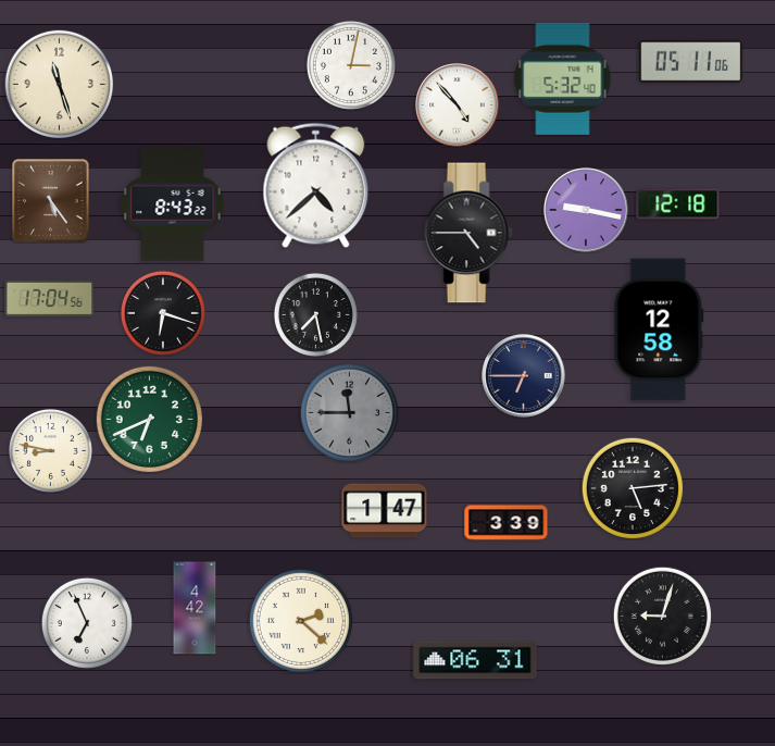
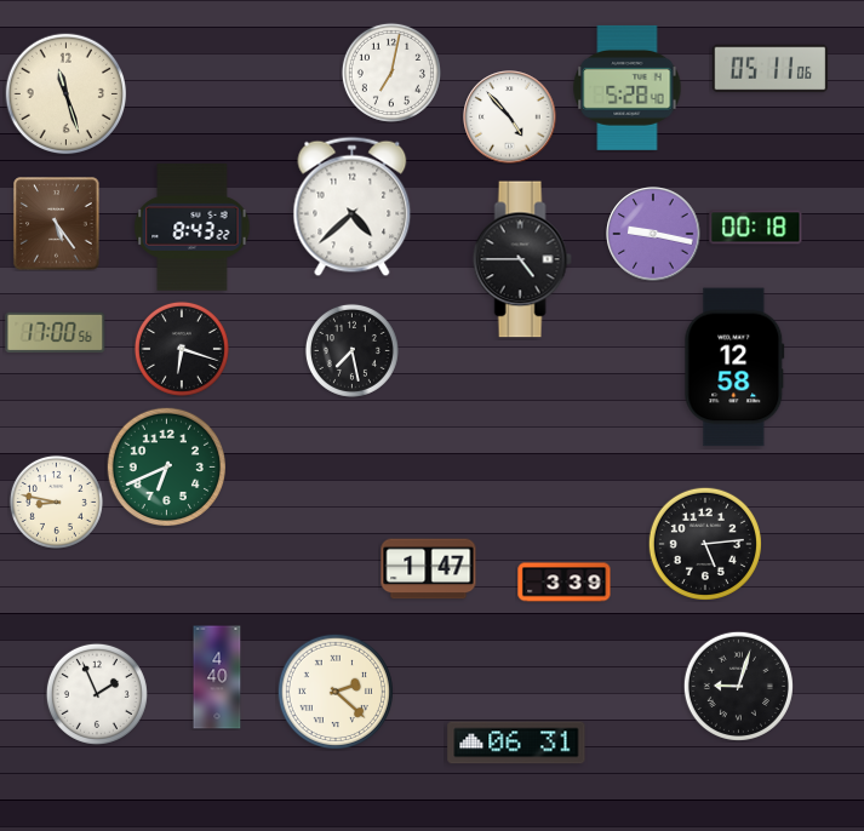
clock at (351, 65): 3:02 -> 7:02
clock at (563, 78): 5:32 -> 5:28
clock at (678, 204): 12:18 -> 00:18
clock at (50, 298): 17:04 -> 17:00
clock at (524, 376): 6:45 -> none
clock at (349, 412): 11:45 -> none
clock at (195, 608): 4:42 -> 4:40
clock at (87, 623): 6:56 -> 1:56
clock at (475, 660) position: (475, 660) -> (516, 743)
